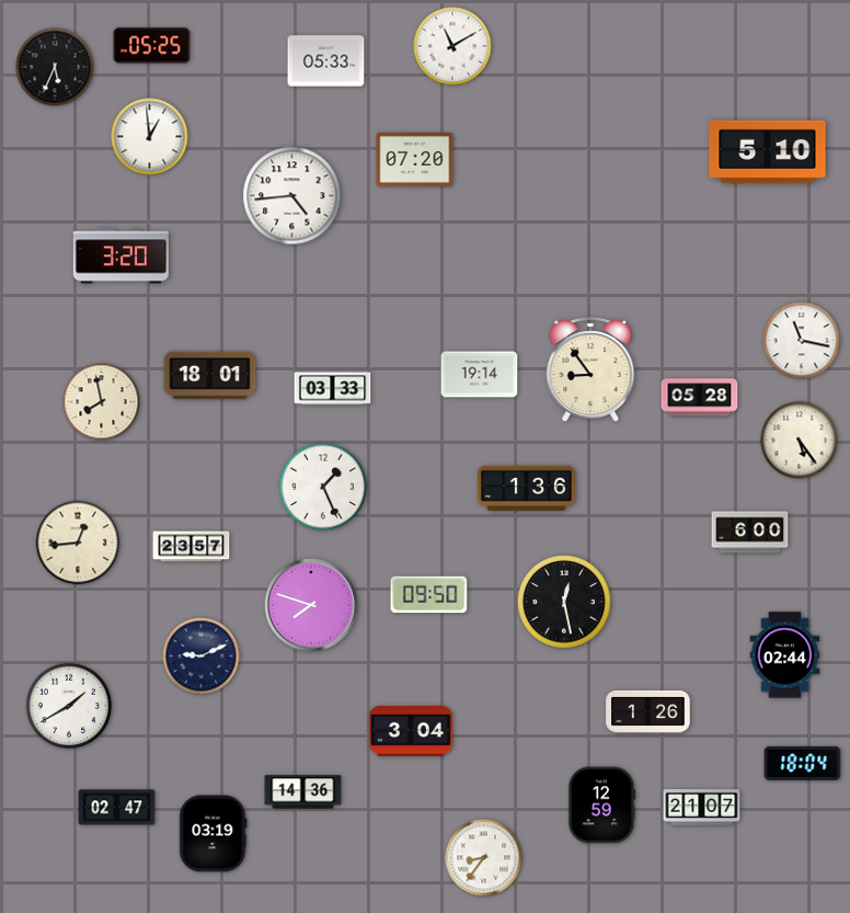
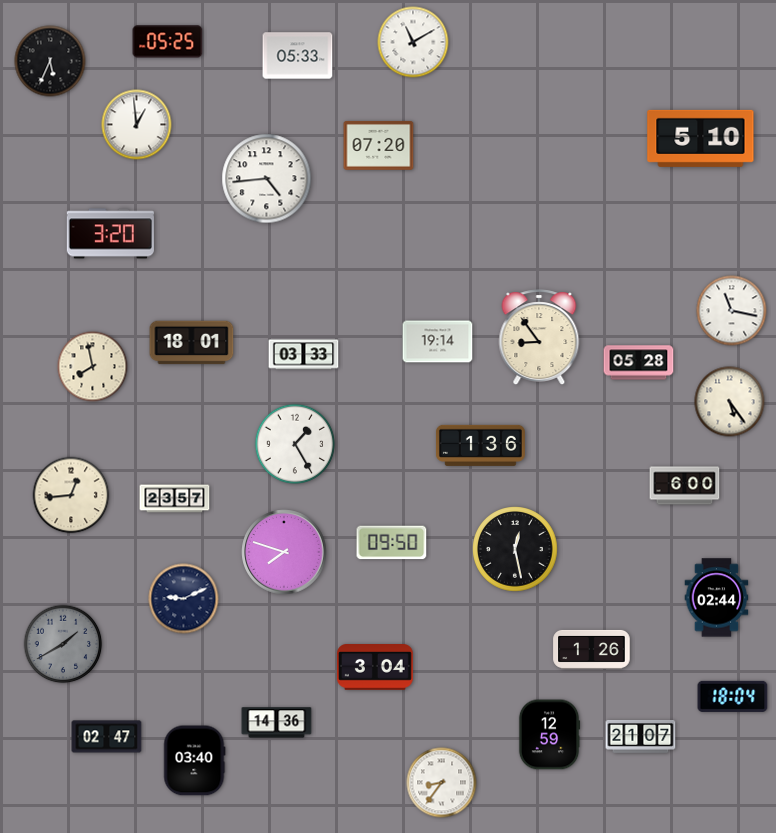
clock at (152, 46) position: (152, 46) -> (168, 42)
clock at (323, 487): 1:26 -> 1:25
clock at (69, 706) dial: white -> grey
clock at (214, 834): 03:19 -> 03:40
